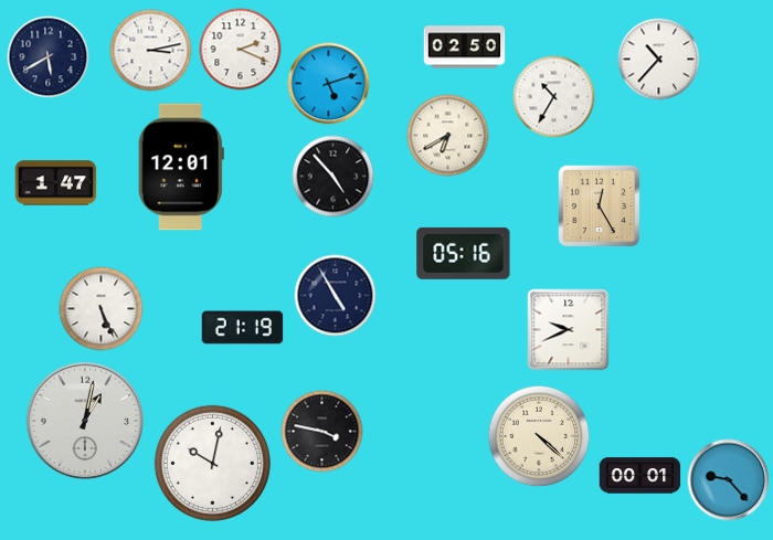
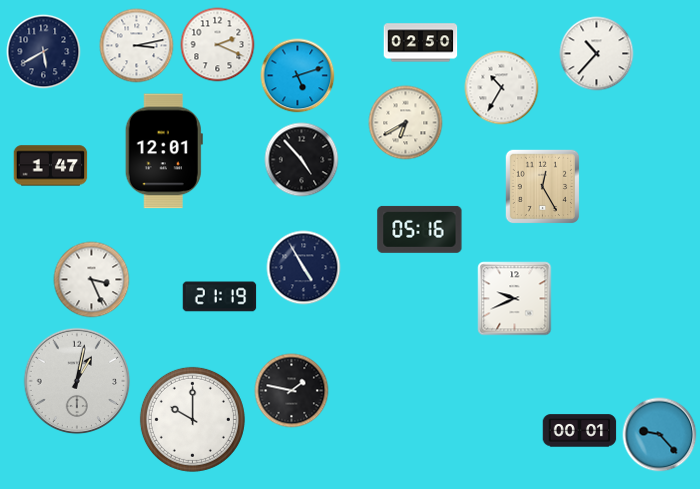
clock at (102, 309): 5:26 -> 3:26
clock at (322, 432): 3:47 -> 1:47
clock at (539, 436): 4:22 -> none
clock at (212, 463): 10:02 -> 10:00
